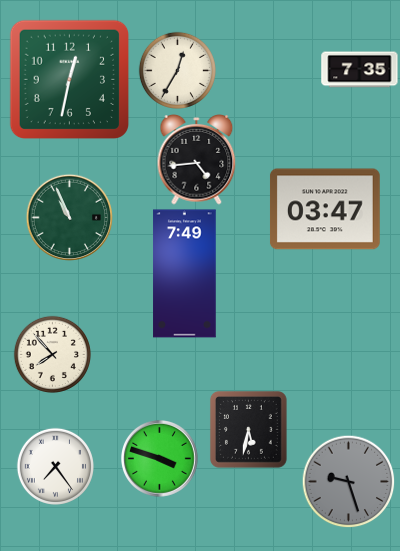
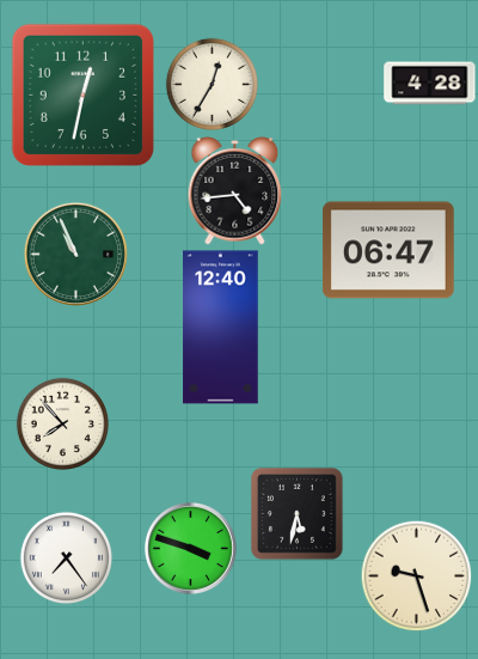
clock at (360, 70): 7:35 -> 4:28
clock at (325, 209): 03:47 -> 06:47
clock at (69, 217) position: (69, 217) -> (75, 254)
clock at (185, 274): 7:49 -> 12:40
clock at (348, 481) dial: grey -> cream
